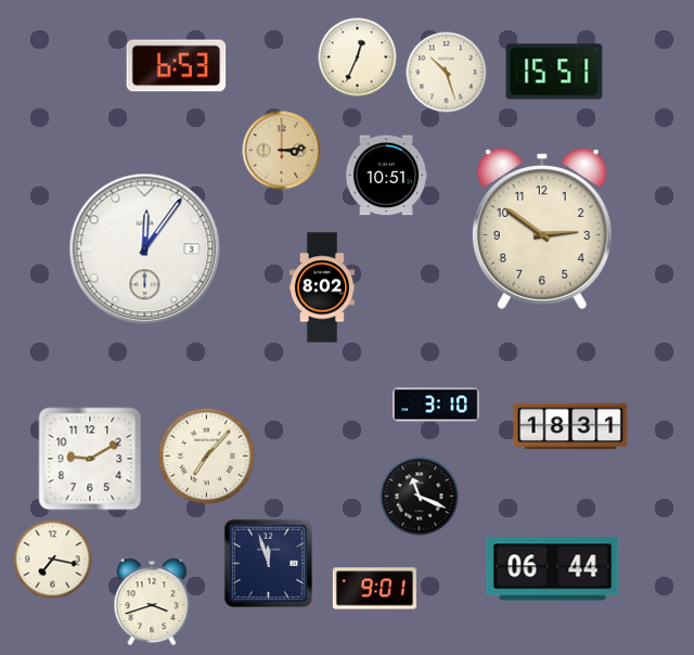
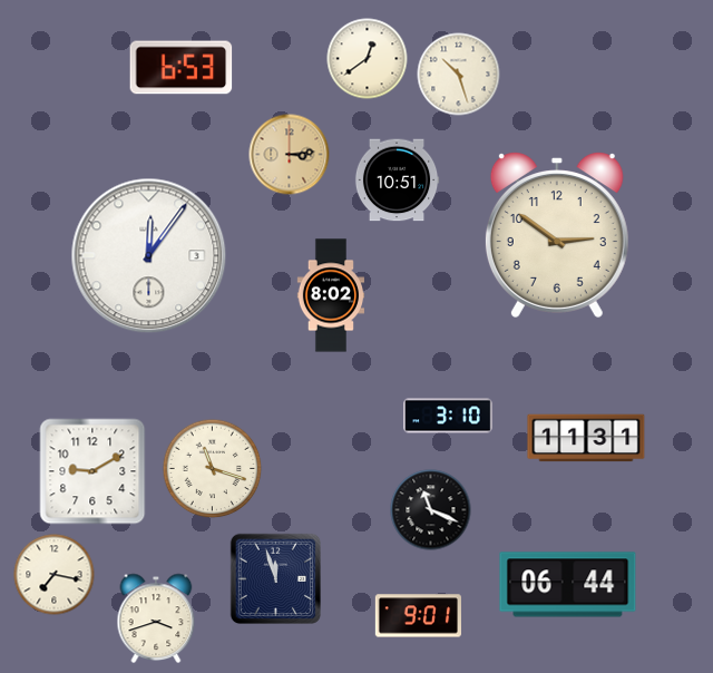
clock at (358, 57): 12:34 -> 12:39
clock at (554, 72): 15:51 -> none
clock at (570, 426): 18:31 -> 11:31
clock at (207, 457): 7:07 -> 11:18
clock at (374, 589) position: (374, 589) -> (418, 616)
